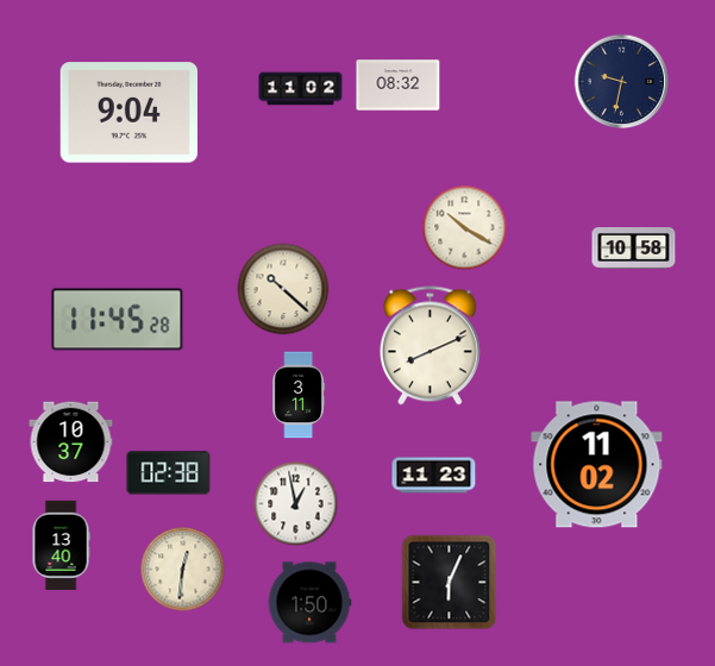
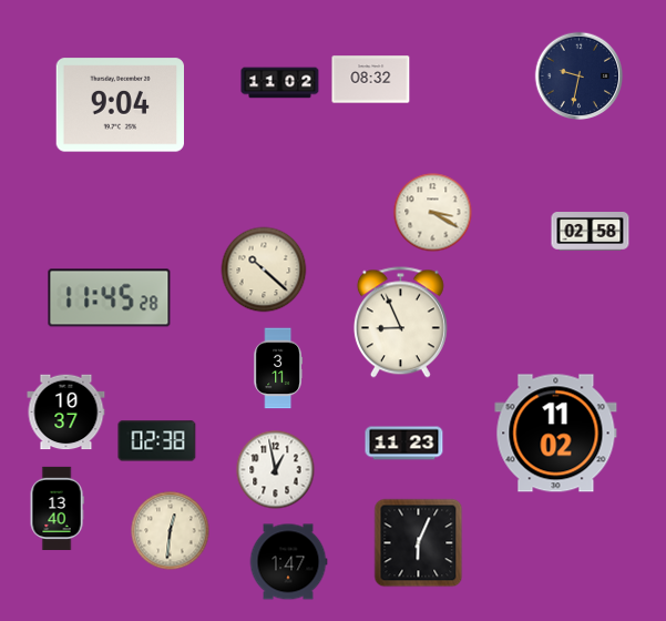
clock at (465, 228): 10:20 -> 3:20
clock at (634, 249): 10:58 -> 02:58
clock at (429, 346): 8:11 -> 8:56
clock at (309, 603): 1:50 -> 1:47
